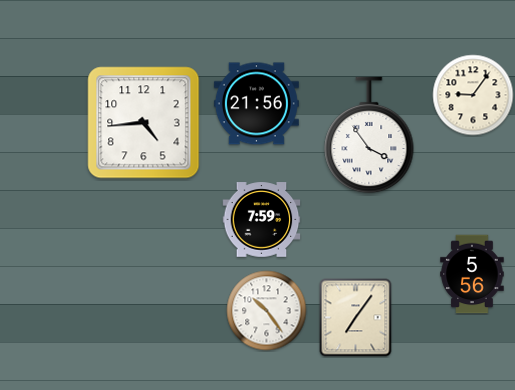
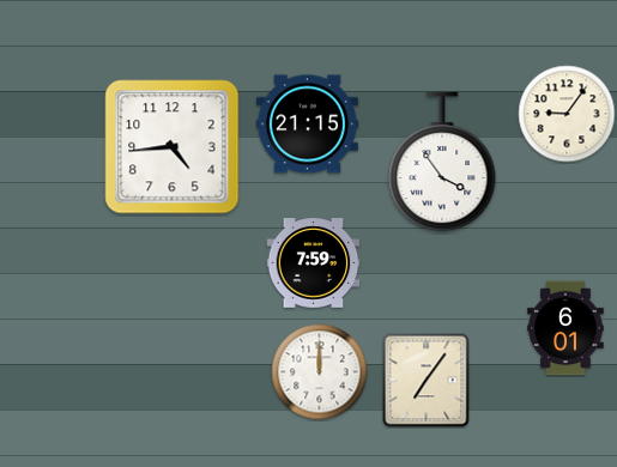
clock at (256, 104): 21:56 -> 21:15
clock at (472, 274): 5:56 -> 6:01
clock at (267, 311): 10:24 -> 12:00
